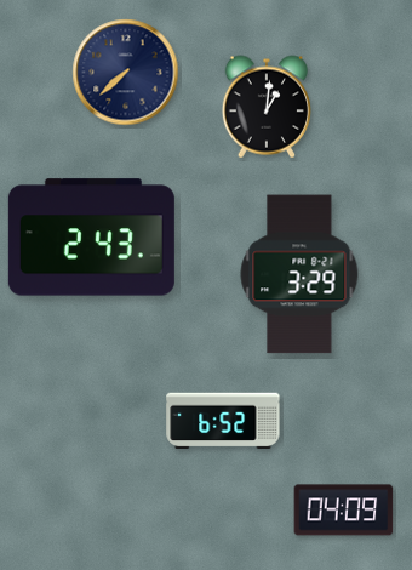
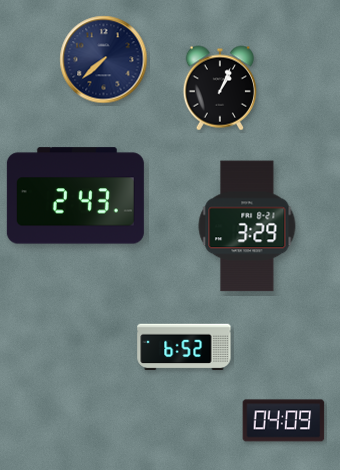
clock at (265, 107): 1:01 -> 1:04
